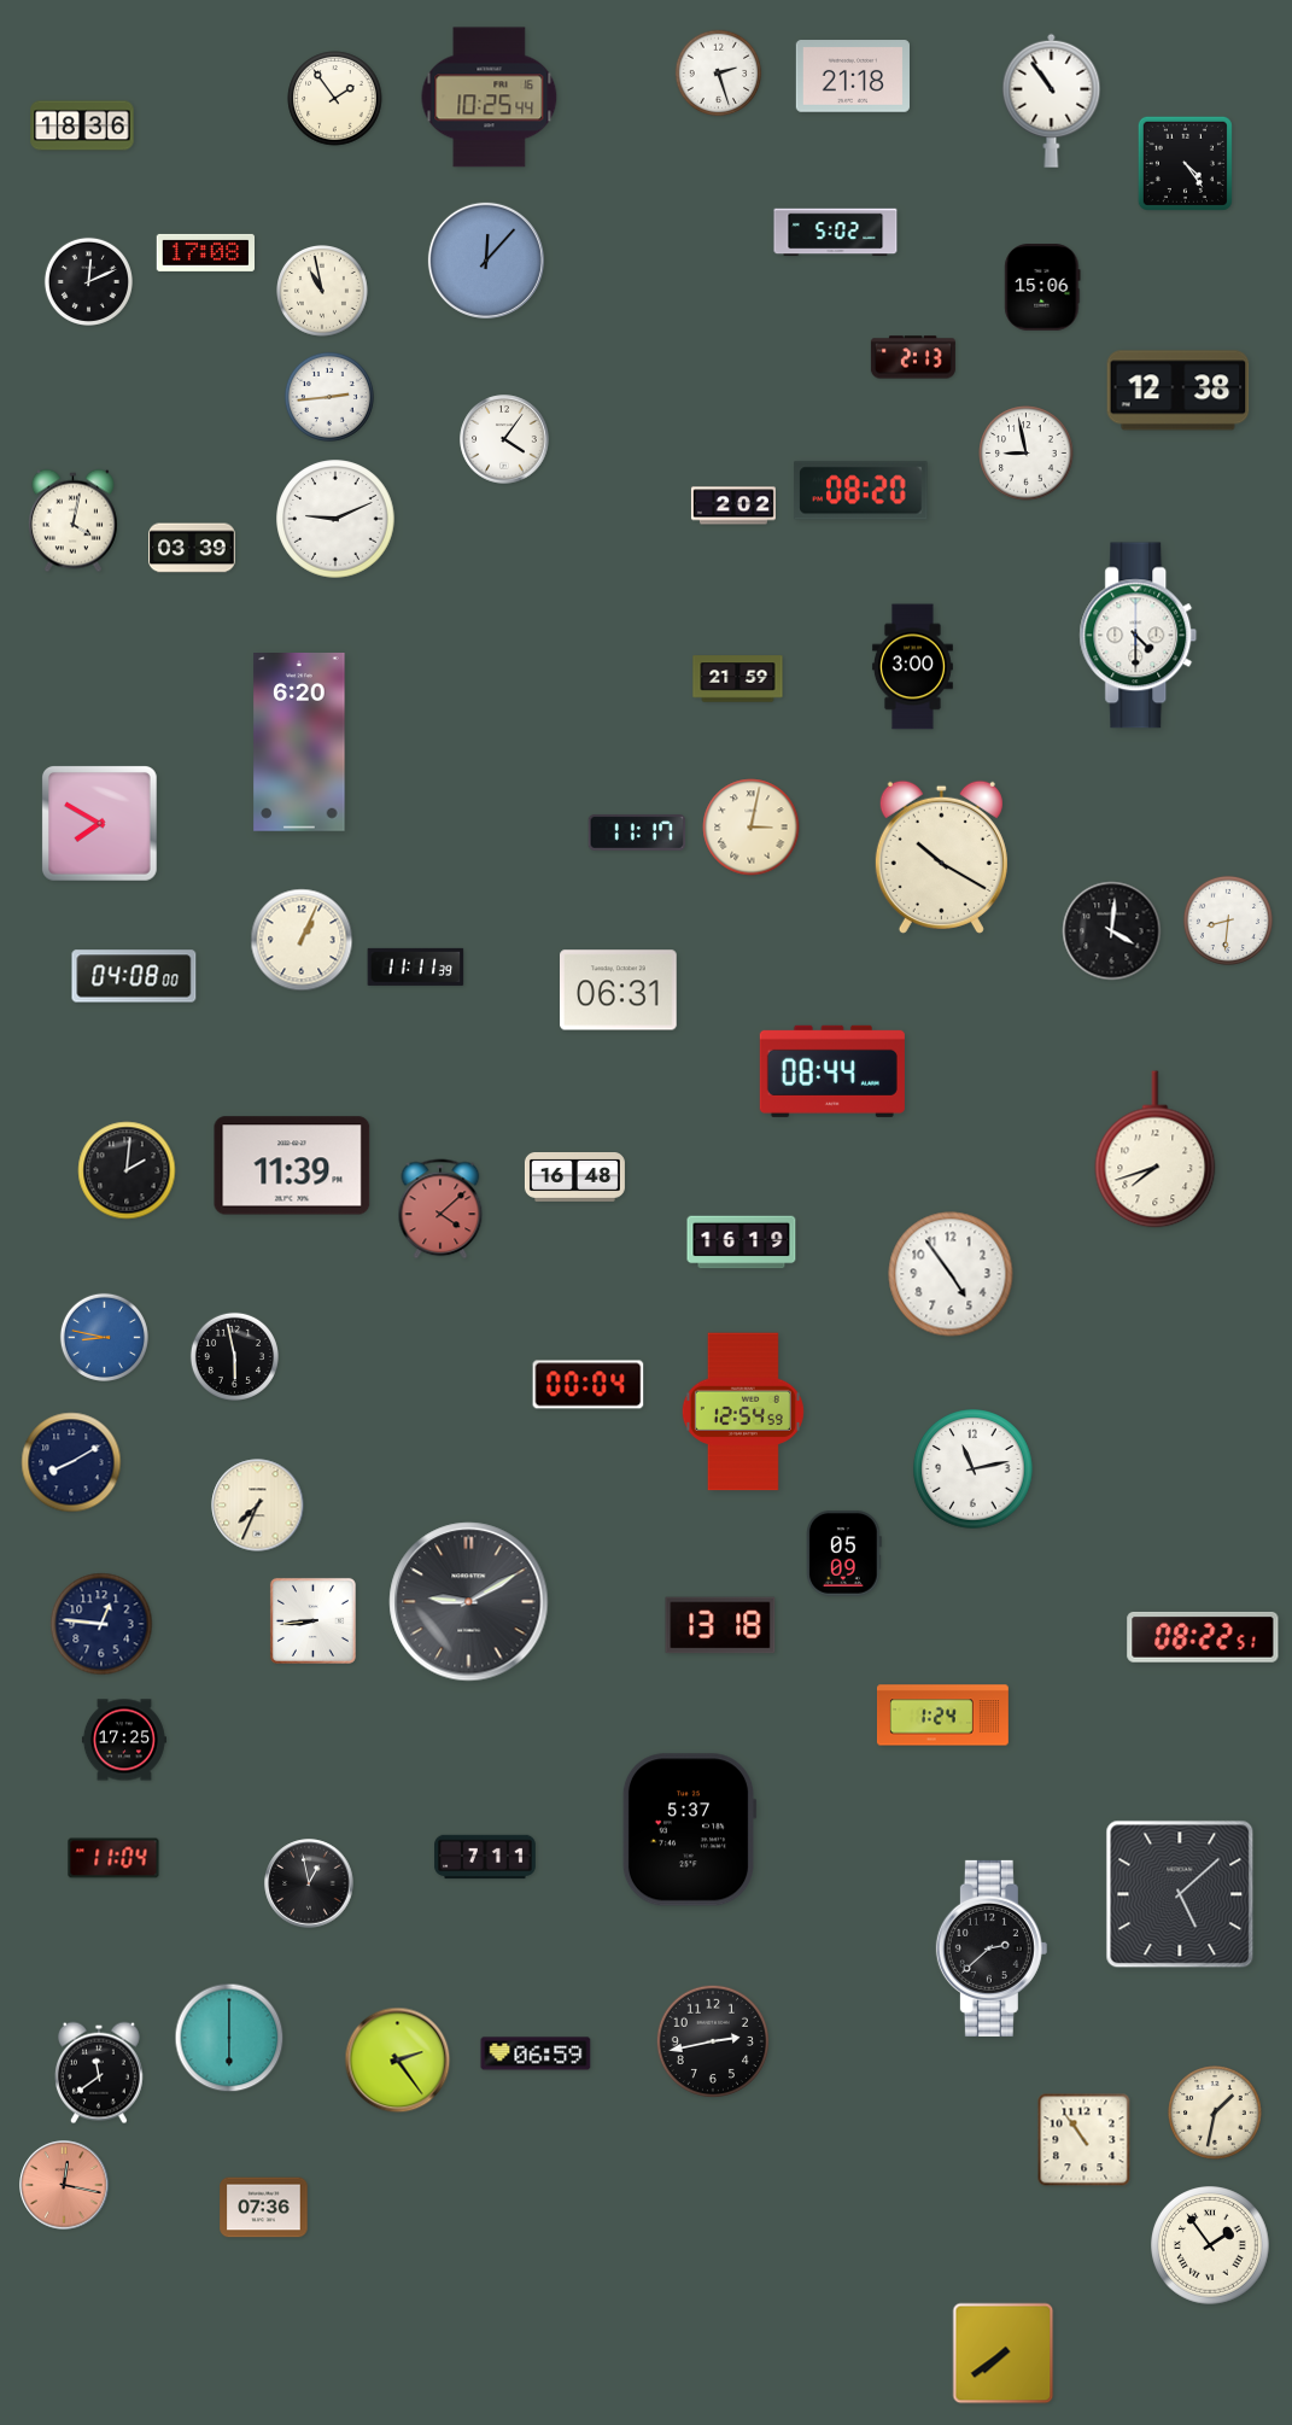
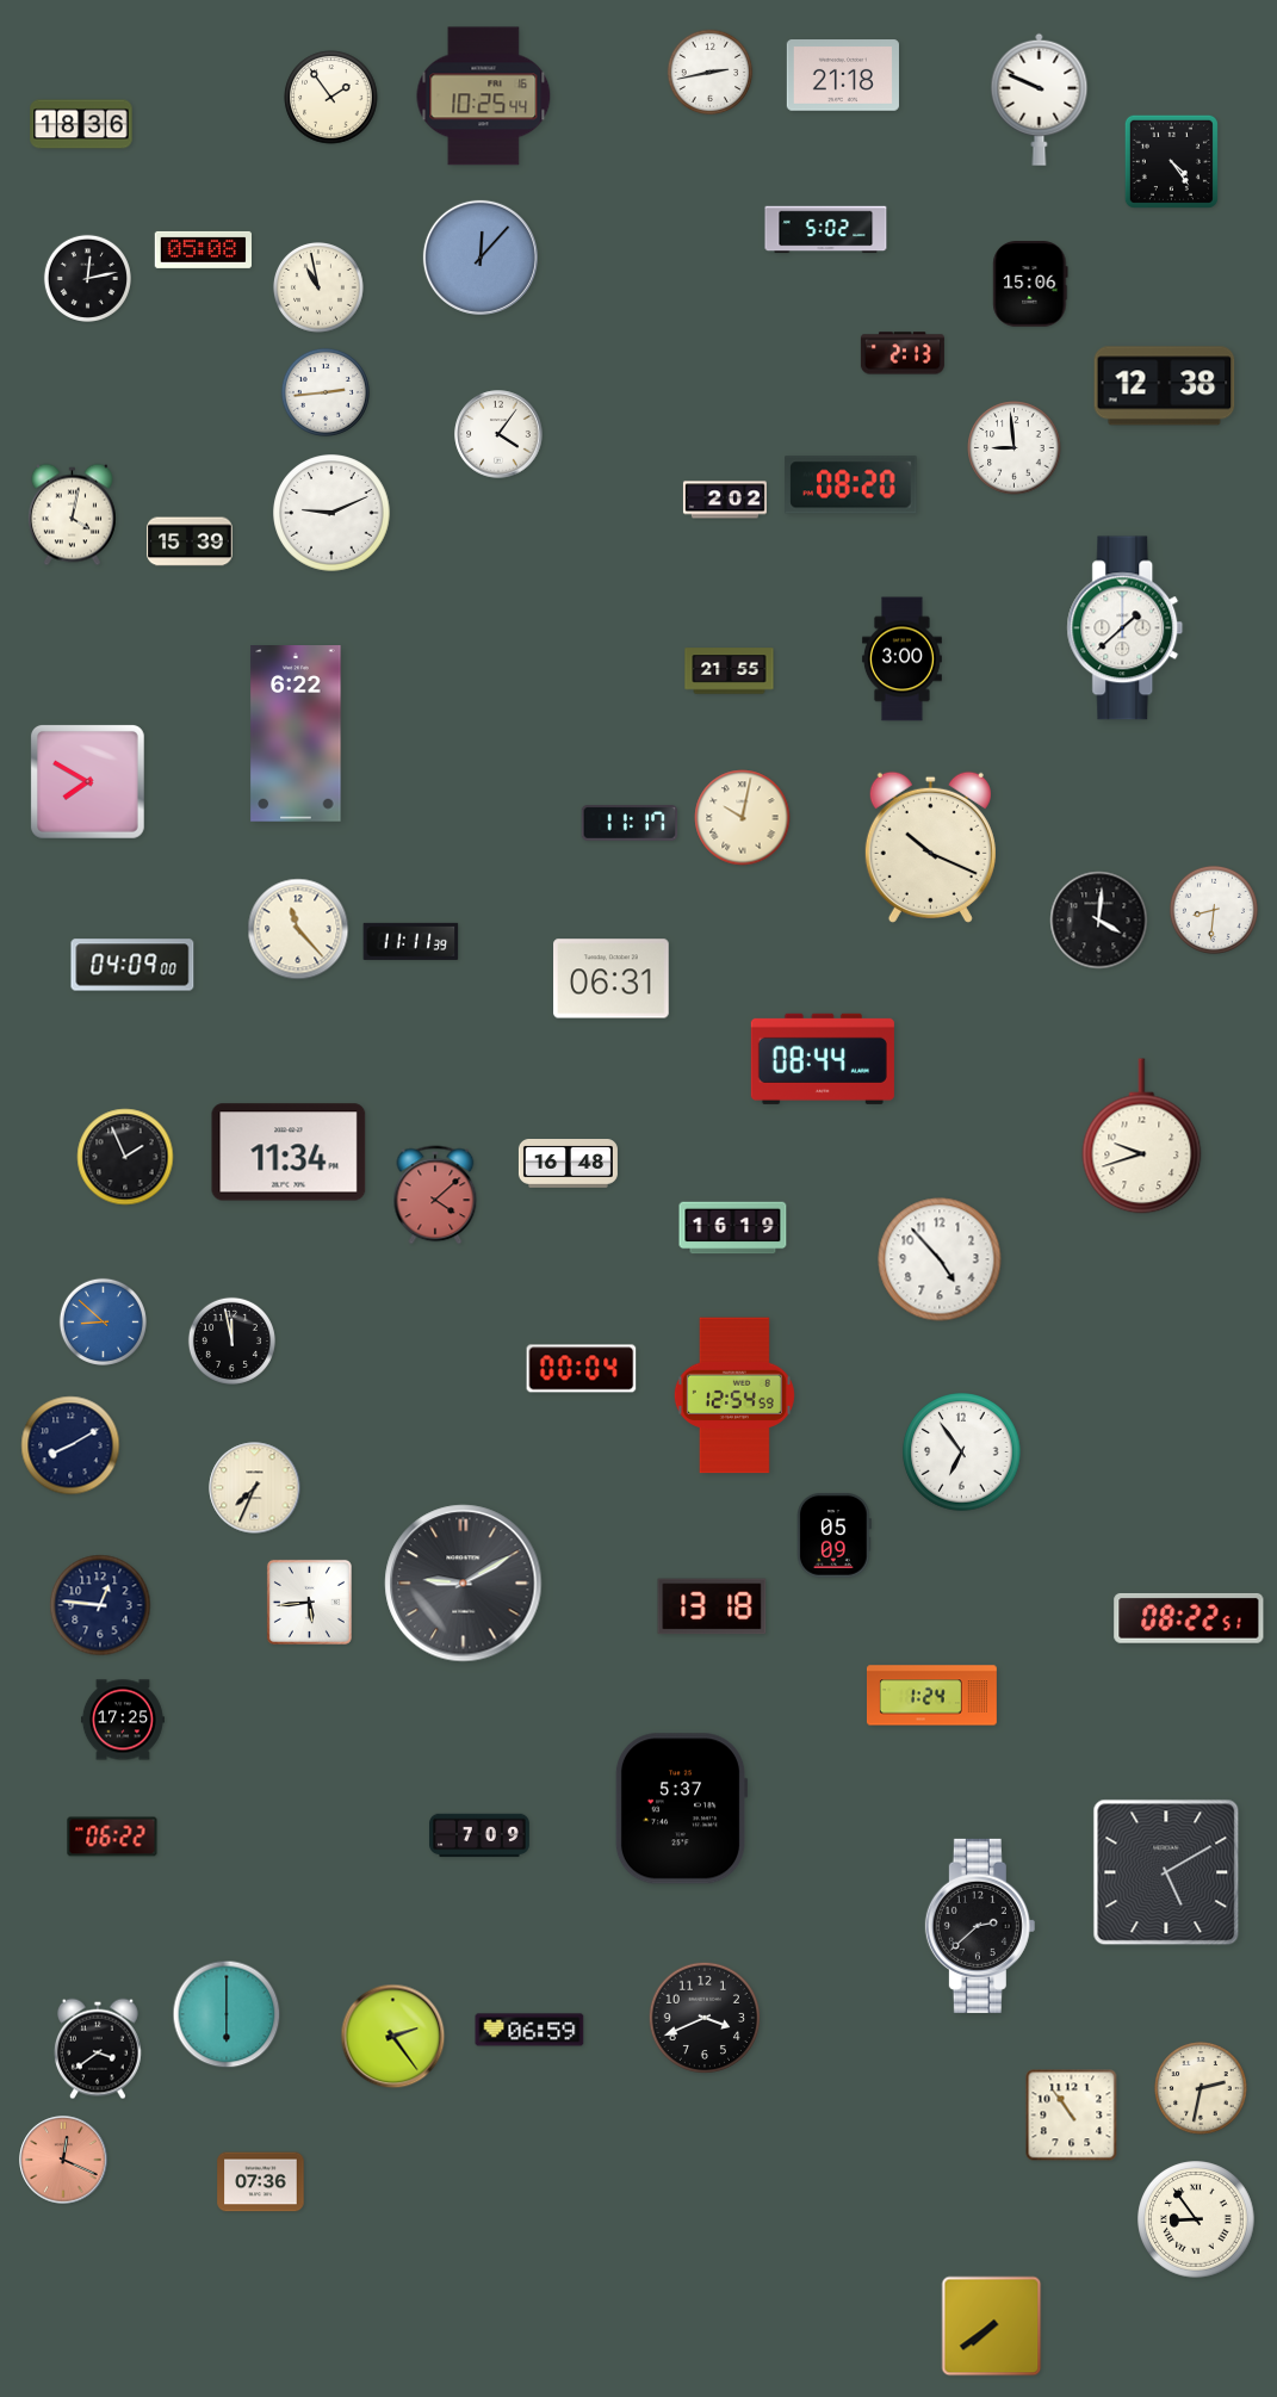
clock at (719, 74): 2:27 -> 2:43
clock at (1052, 100): 10:54 -> 9:49
clock at (205, 252): 17:08 -> 05:08
clock at (88, 281): 12:11 -> 12:13
clock at (1027, 454): 8:58 -> 8:59
clock at (192, 548): 03:39 -> 15:39
clock at (1139, 636): 4:30 -> 1:38
clock at (738, 679): 21:59 -> 21:55
clock at (299, 743): 6:20 -> 6:22
clock at (99, 823) position: (99, 823) -> (87, 781)
clock at (752, 828): 3:02 -> 10:02
clock at (941, 857): 10:20 -> 10:19
clock at (302, 940): 1:04 -> 11:23
clock at (416, 966) position: (416, 966) -> (411, 941)
clock at (134, 976): 04:08 -> 04:09
clock at (1156, 1150): 7:42 -> 9:42
clock at (292, 1165): 11:39 -> 11:34
clock at (127, 1170): 2:01 -> 1:56
clock at (951, 1274): 4:54 -> 4:53
clock at (104, 1337): 8:47 -> 8:52
clock at (234, 1356): 5:58 -> 11:58
clock at (974, 1469): 11:13 -> 6:54
clock at (312, 1620): 8:44 -> 5:44
clock at (485, 1857): 7:11 -> 7:09
clock at (113, 1858): 11:04 -> 06:22
clock at (309, 1883): 12:58 -> none
clock at (1180, 1894): 5:08 -> 5:10
clock at (712, 2040): 2:43 -> 3:41
clock at (99, 2073): 11:39 -> 3:39
clock at (1215, 2113): 1:32 -> 2:32
clock at (64, 2185): 12:17 -> 12:19
clock at (1210, 2245): 1:54 -> 8:54
